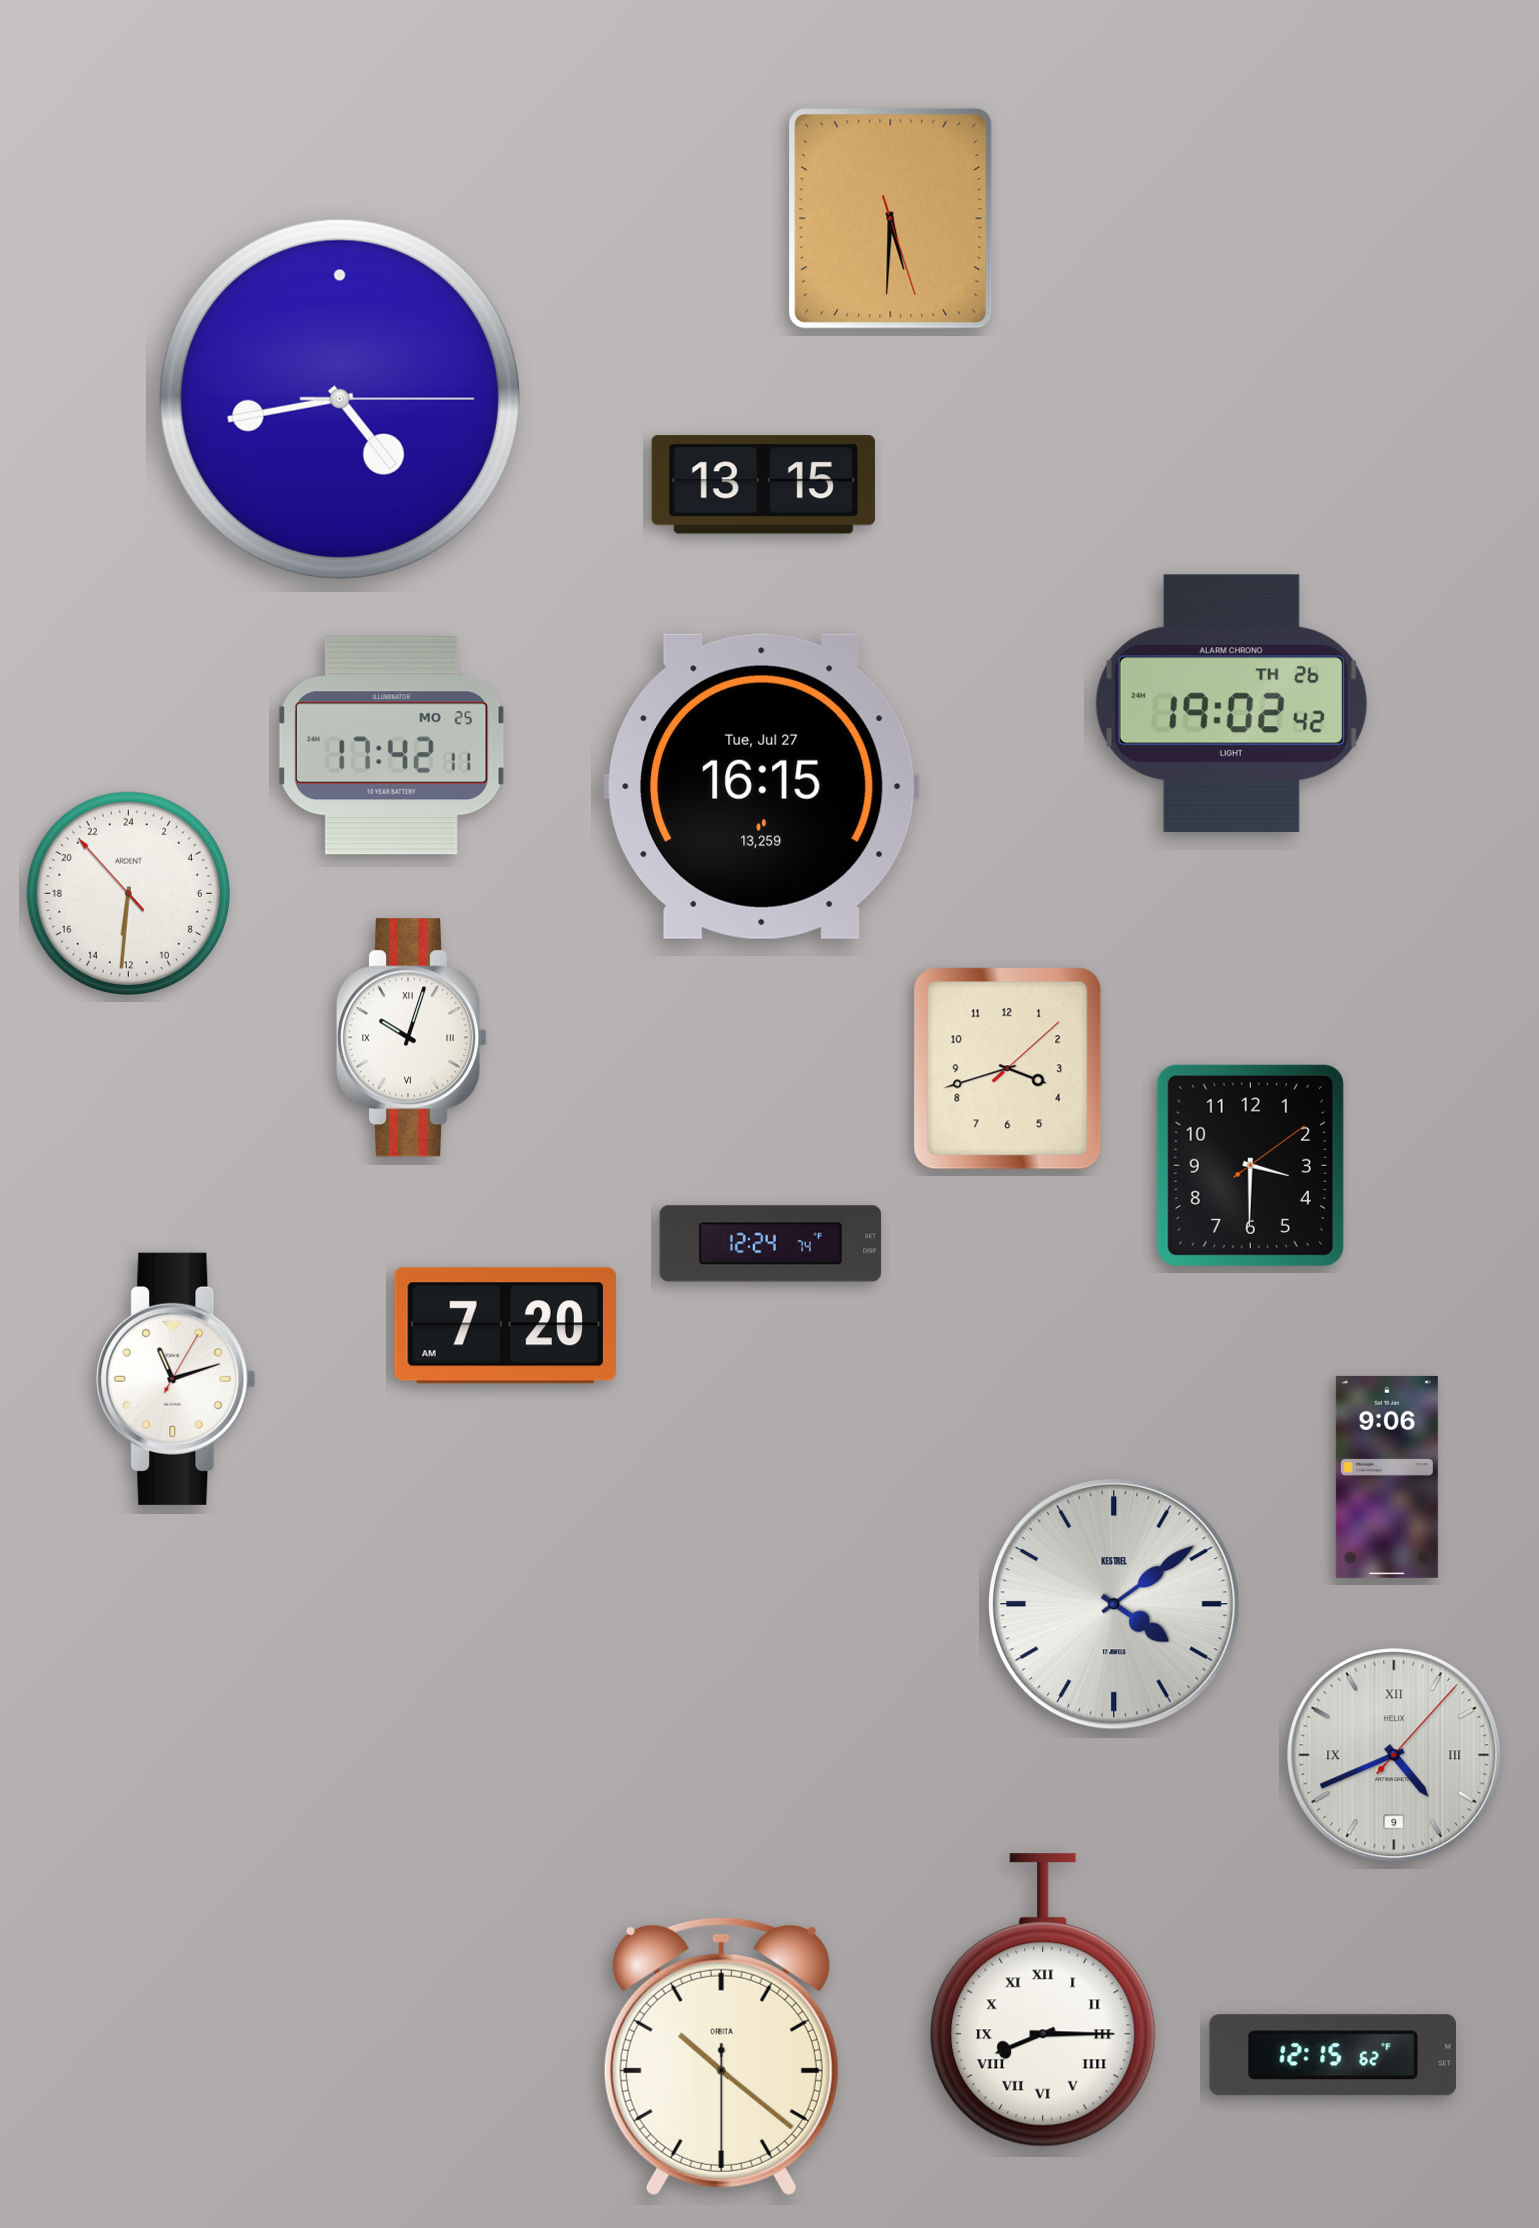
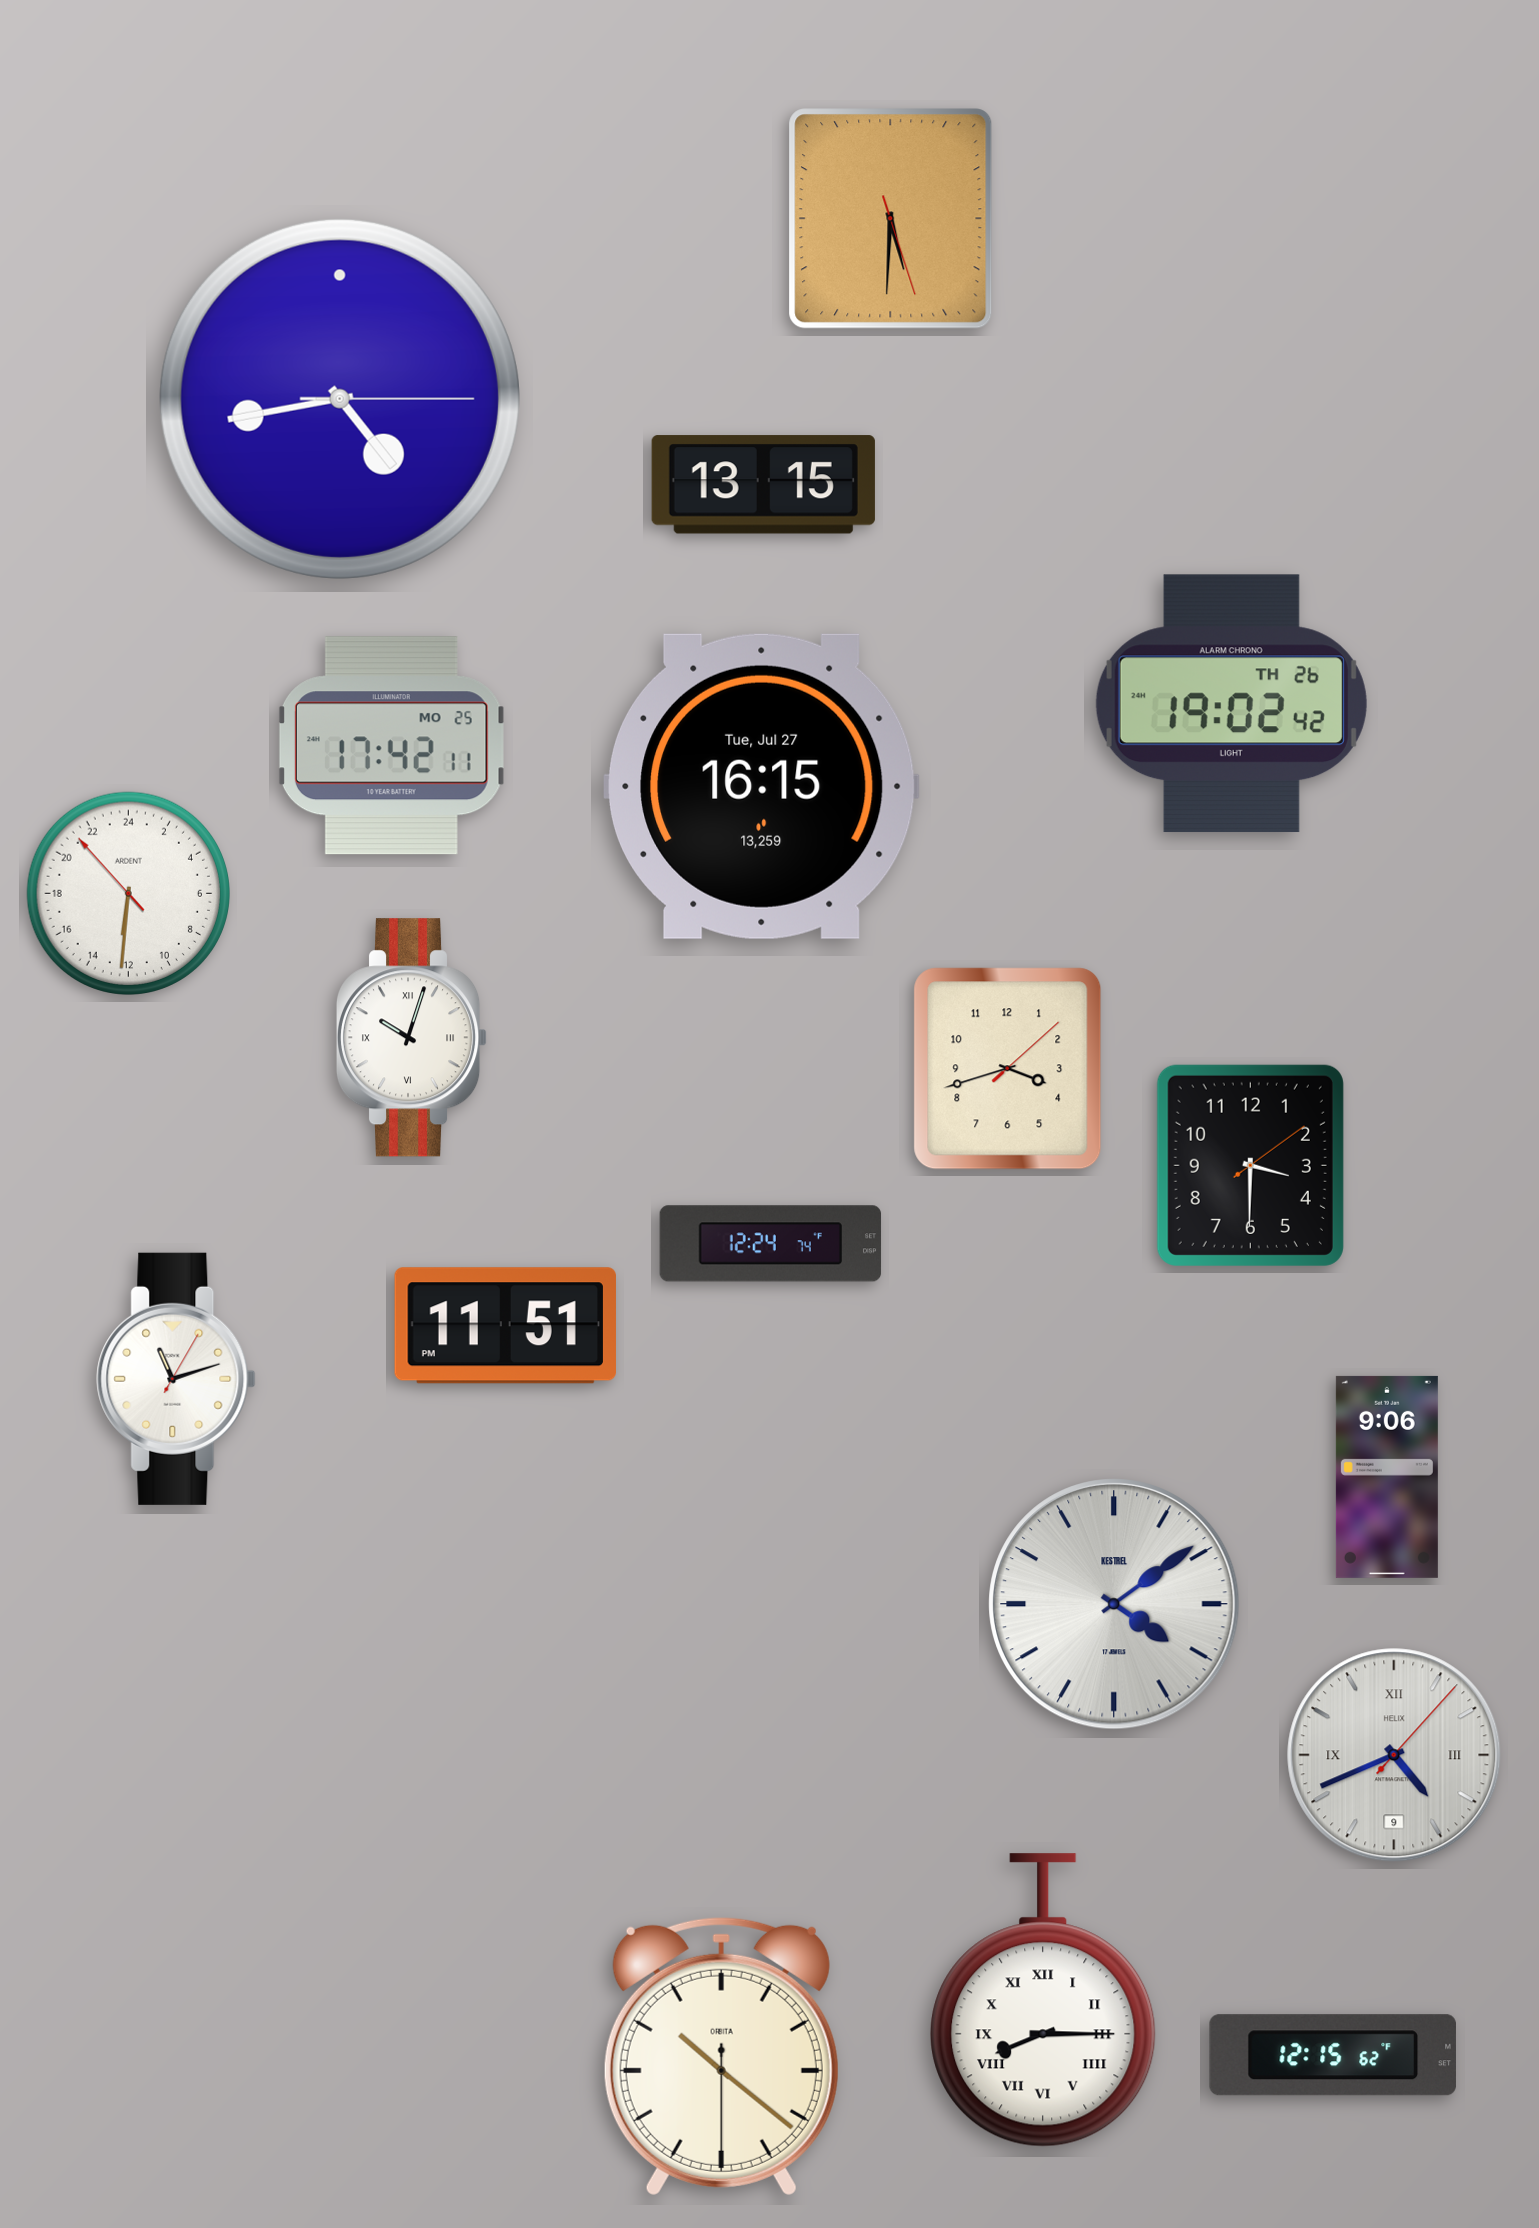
clock at (505, 1326): 7:20 -> 11:51
